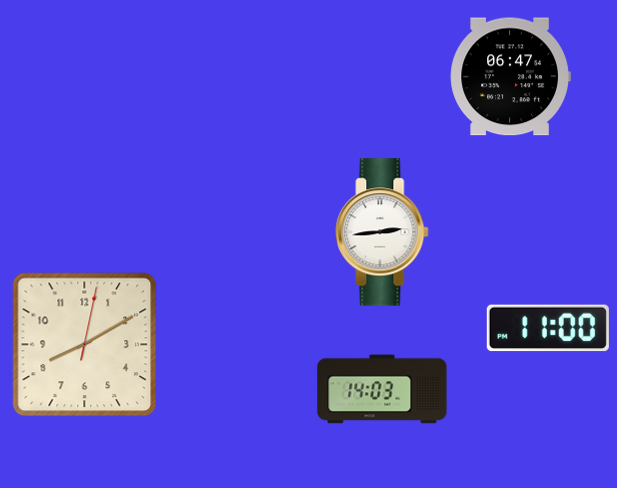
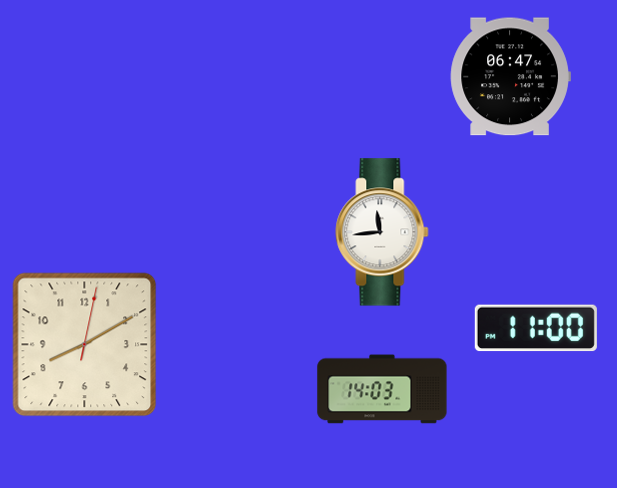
clock at (382, 232): 2:44 -> 11:44
clock at (548, 328) position: (548, 328) -> (536, 328)
